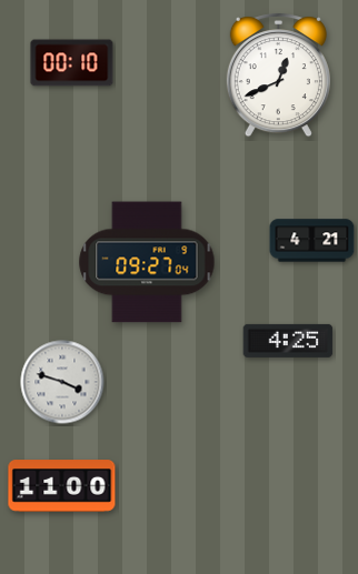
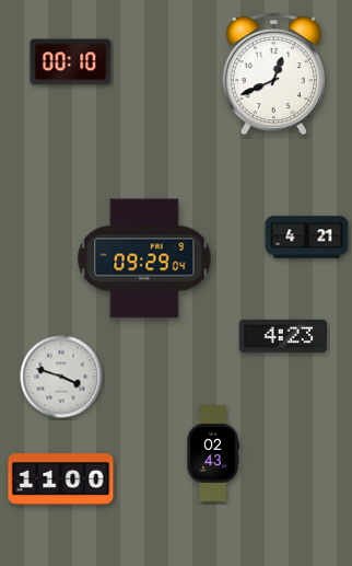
clock at (147, 262): 09:27 -> 09:29
clock at (288, 341): 4:25 -> 4:23
clock at (213, 453): none -> 02:43
